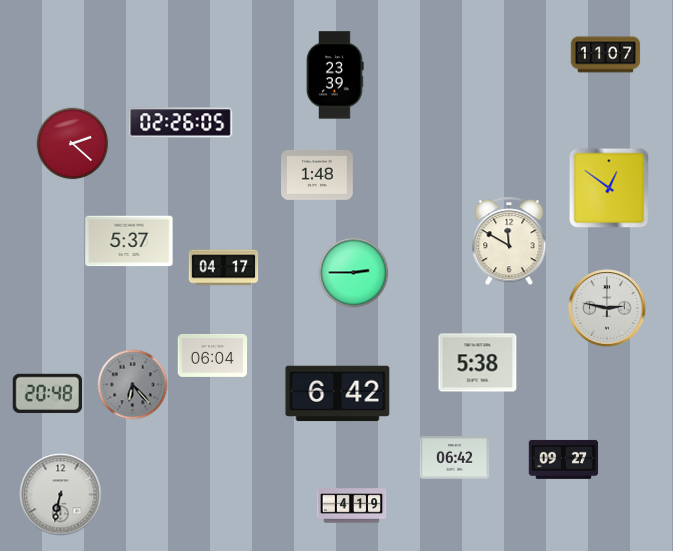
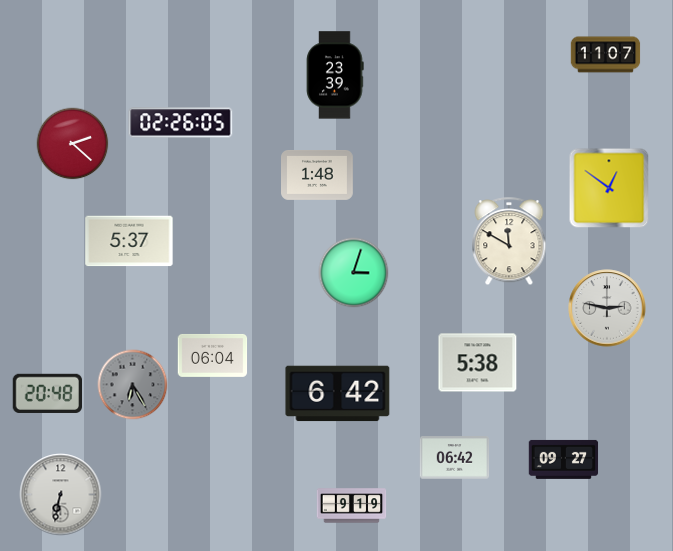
clock at (224, 268): 04:17 -> none
clock at (354, 273): 2:45 -> 3:03
clock at (133, 385): 6:23 -> 6:25
clock at (352, 506): 4:19 -> 9:19
